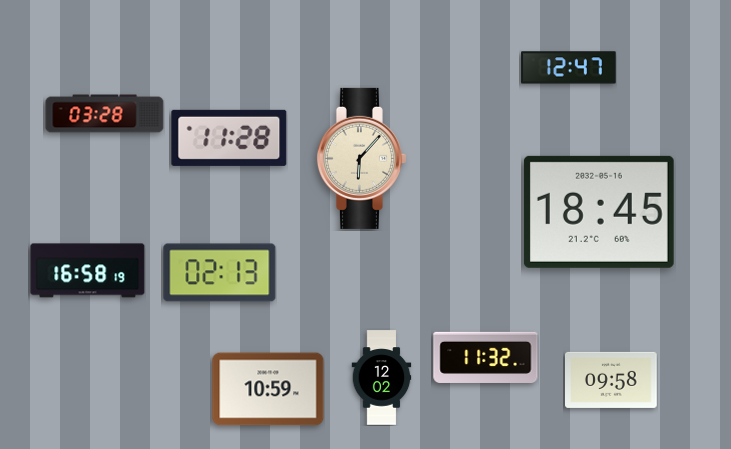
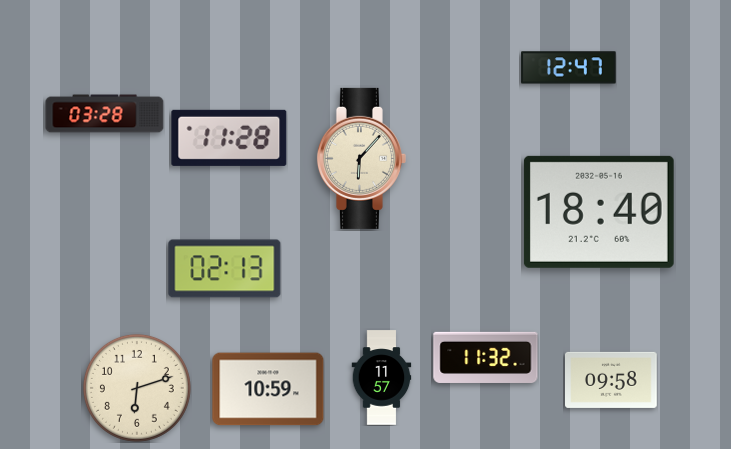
clock at (599, 212): 18:45 -> 18:40
clock at (88, 271): 16:58 -> none
clock at (220, 273) position: (220, 273) -> (225, 269)
clock at (382, 378): 12:02 -> 11:57
clock at (137, 388): none -> 6:12
